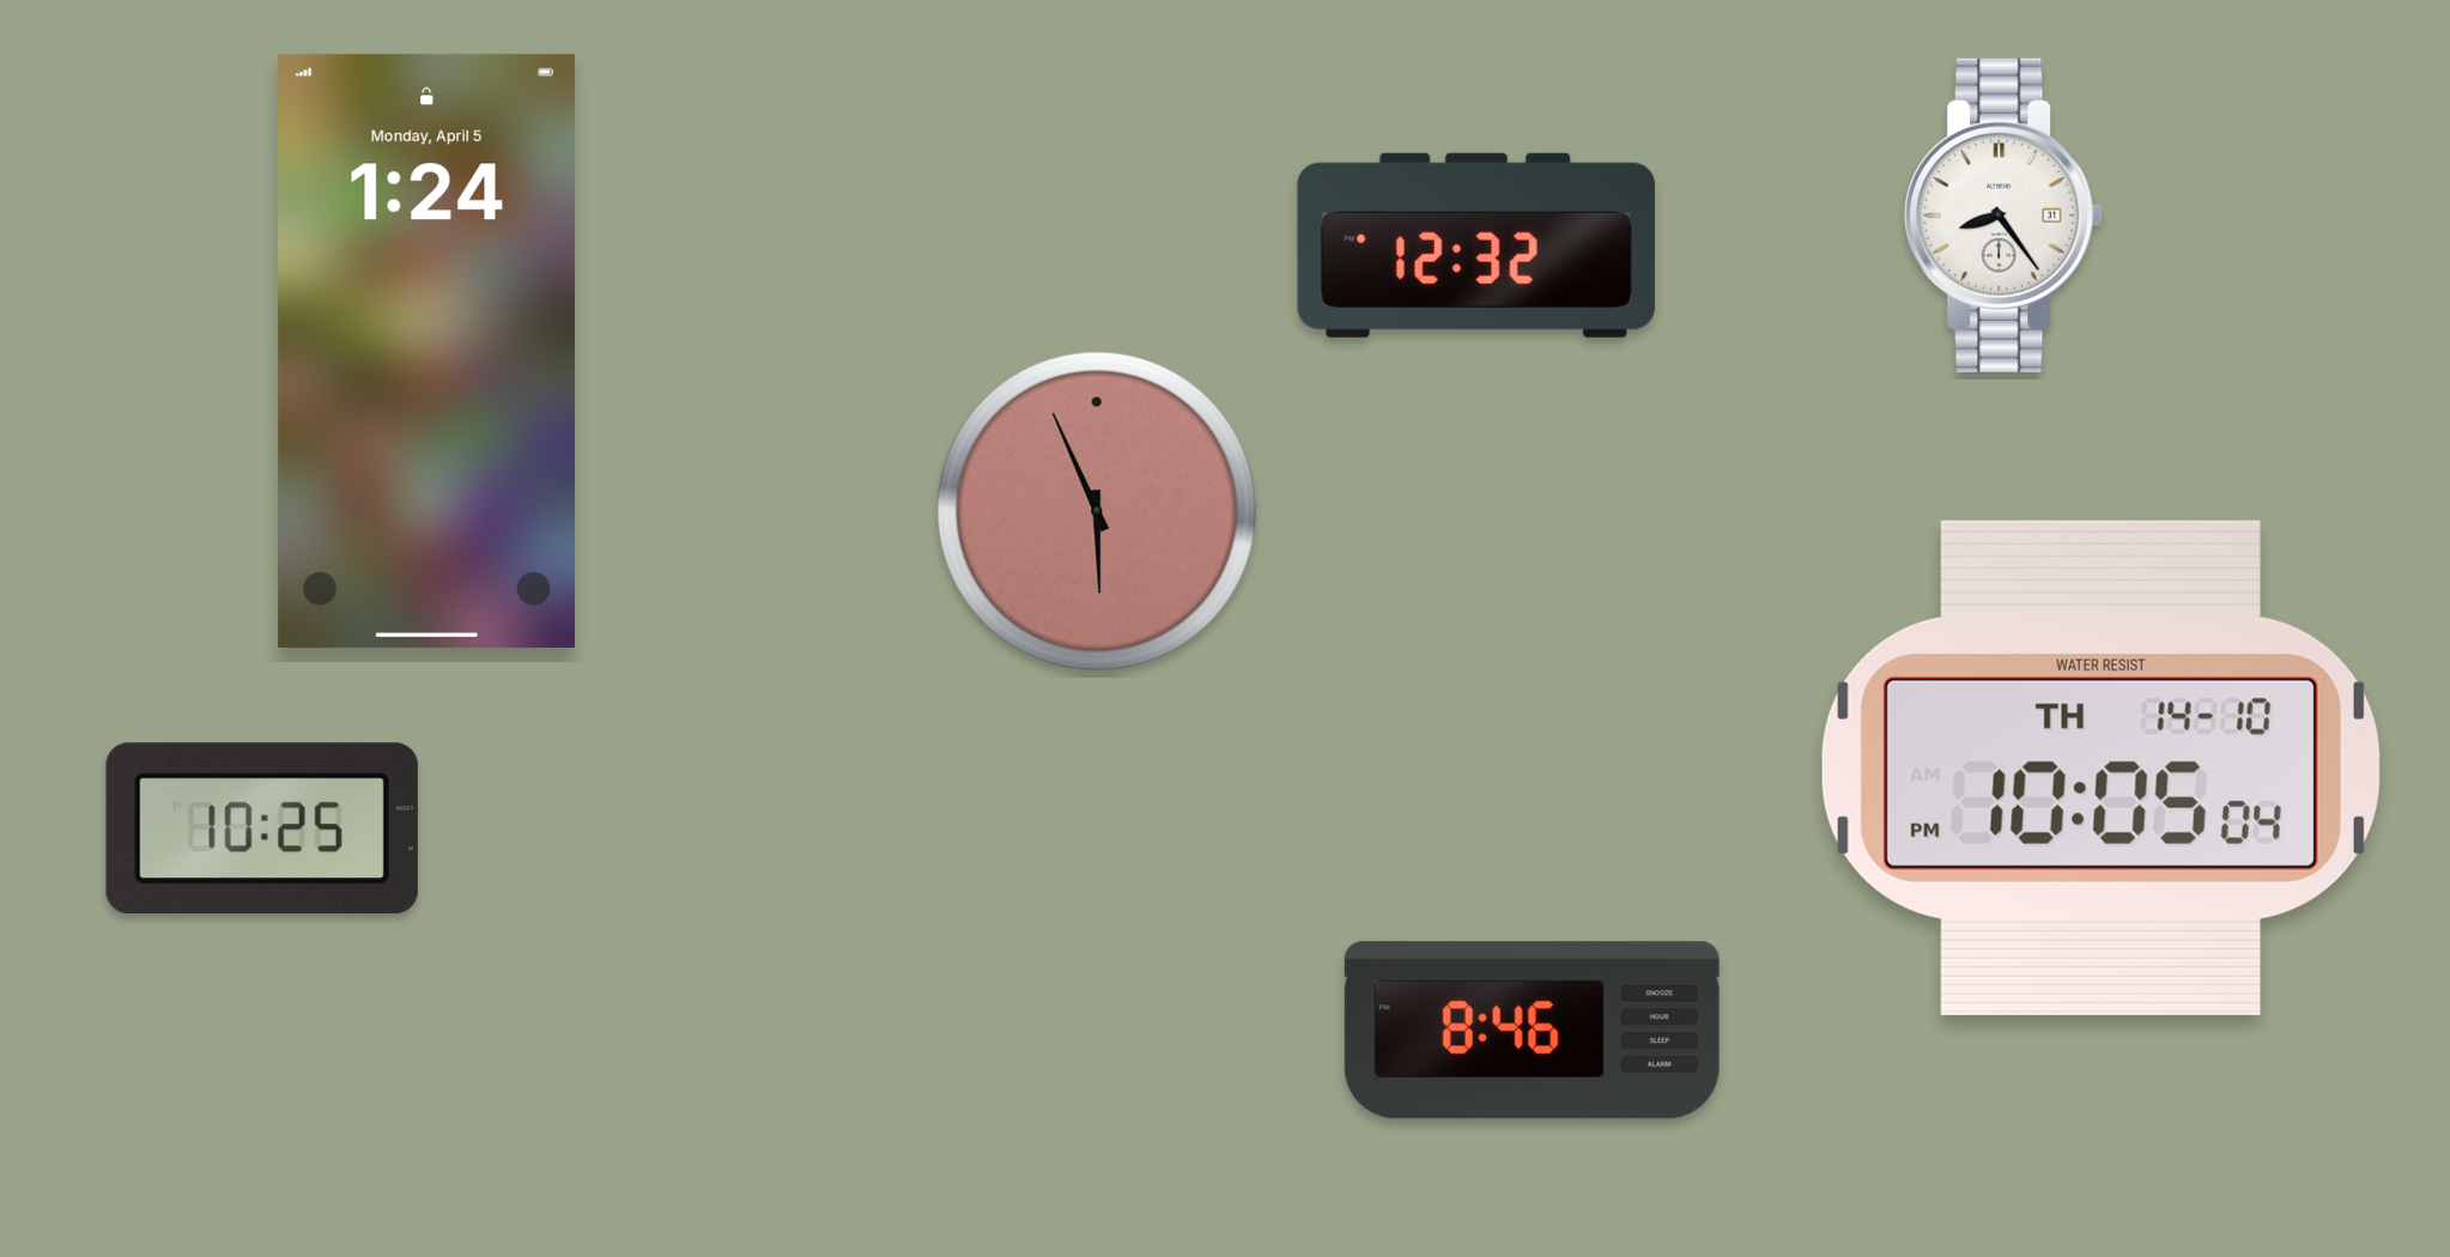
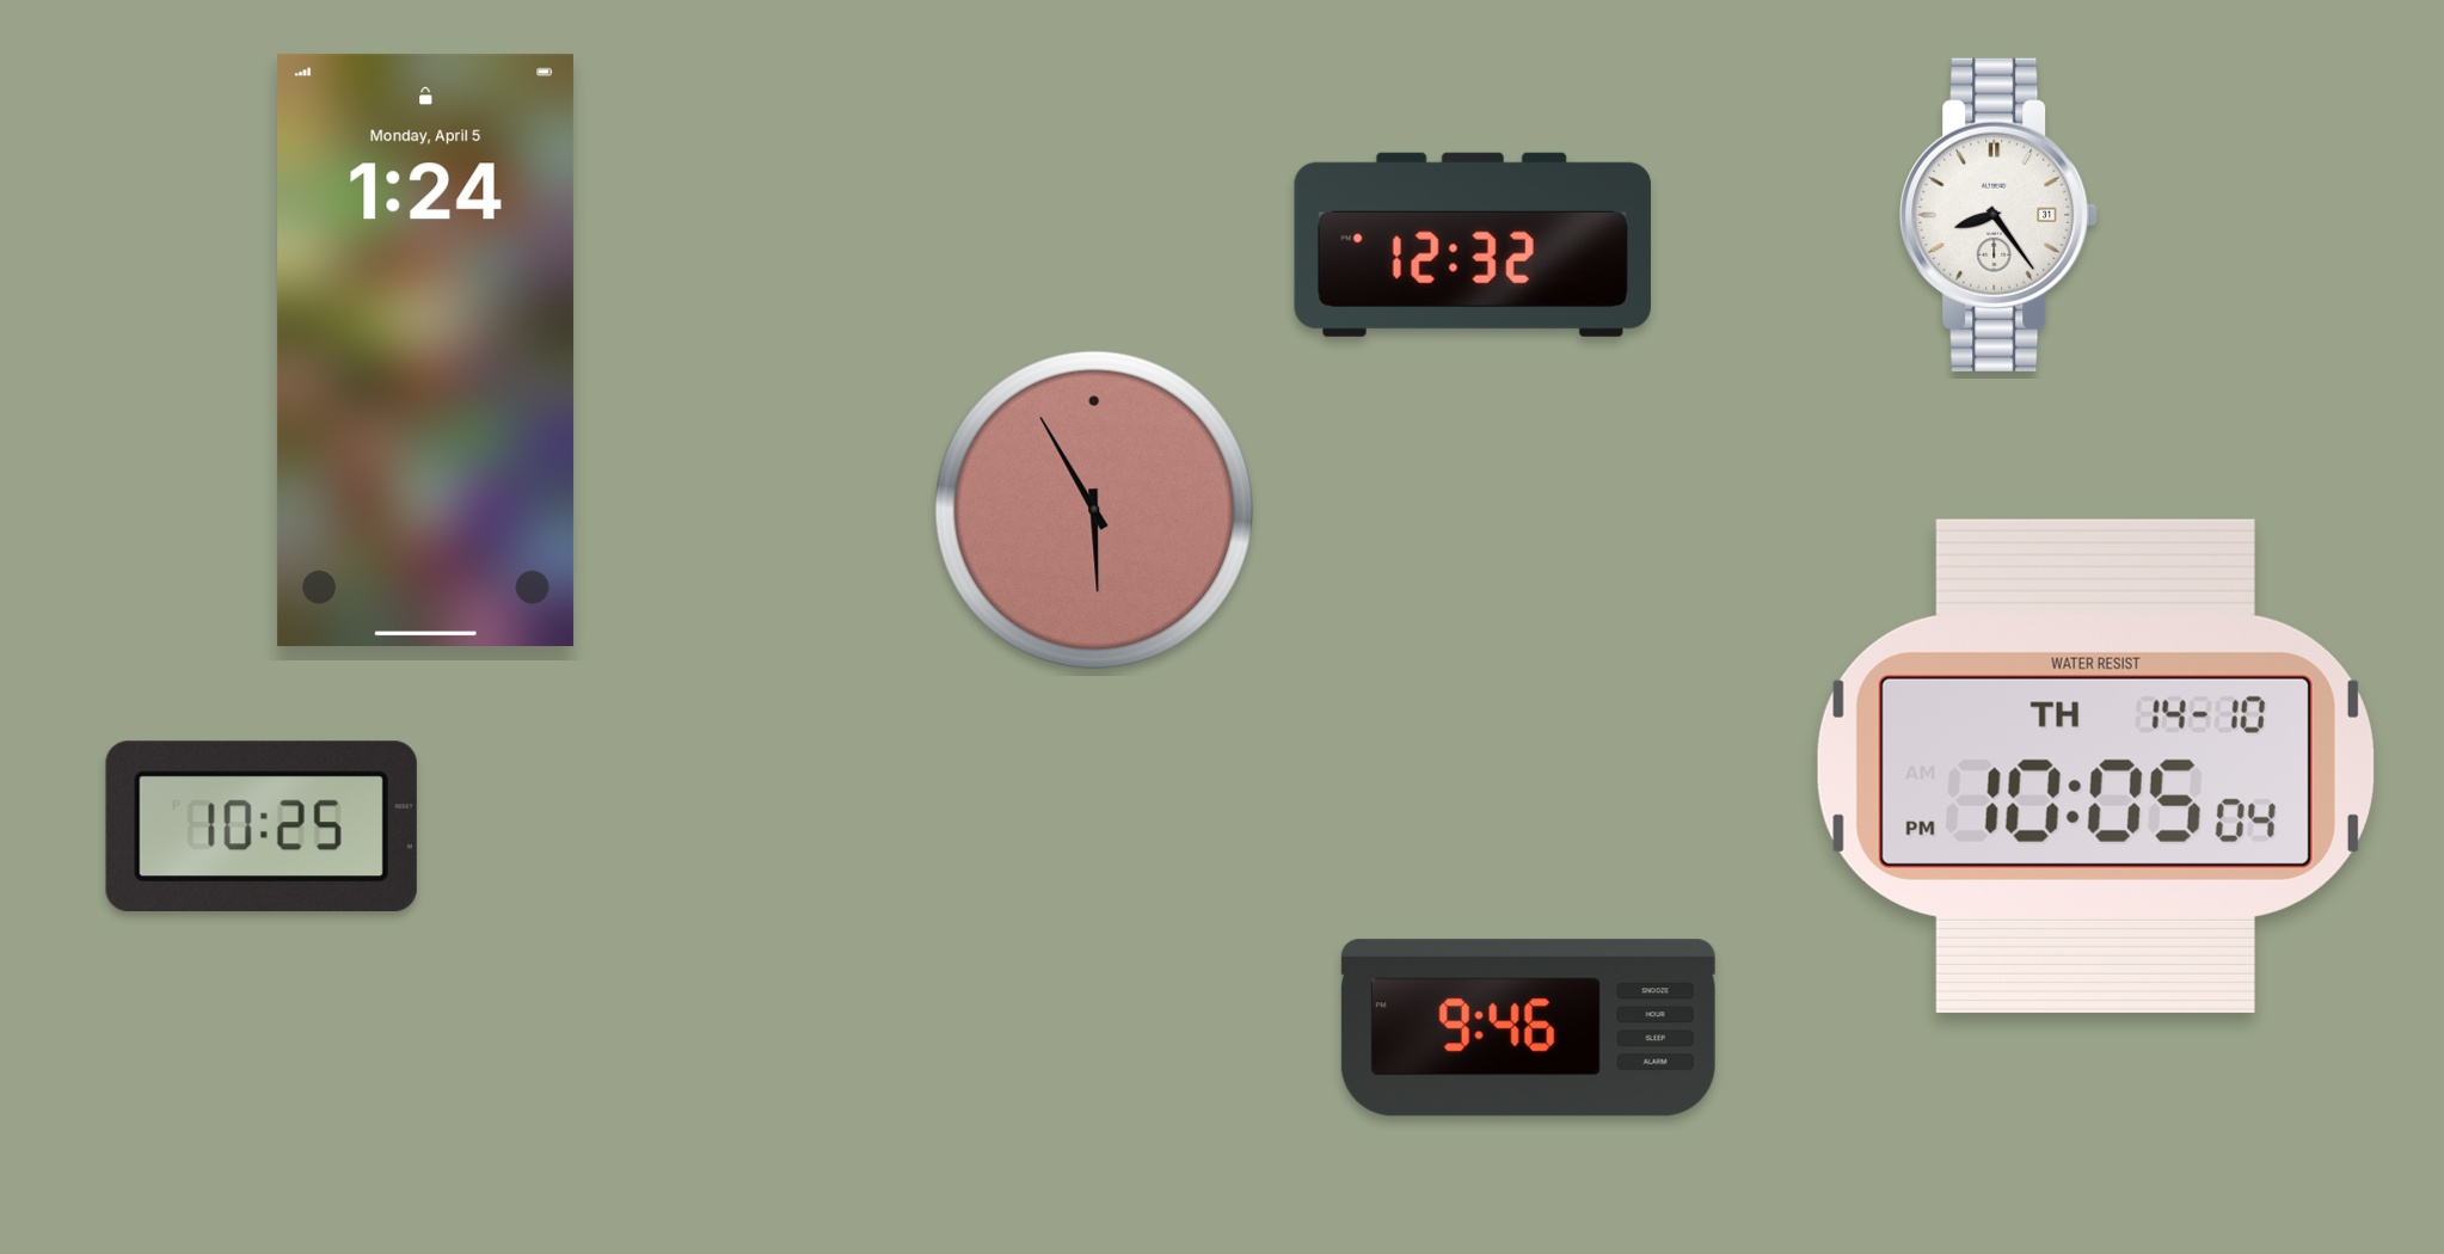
clock at (1097, 511): 5:56 -> 5:55
clock at (1532, 1031): 8:46 -> 9:46
